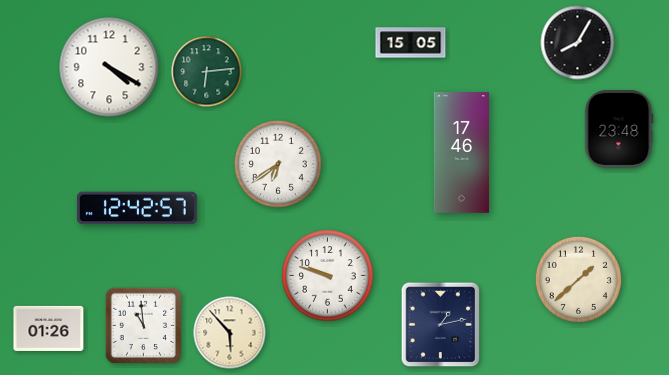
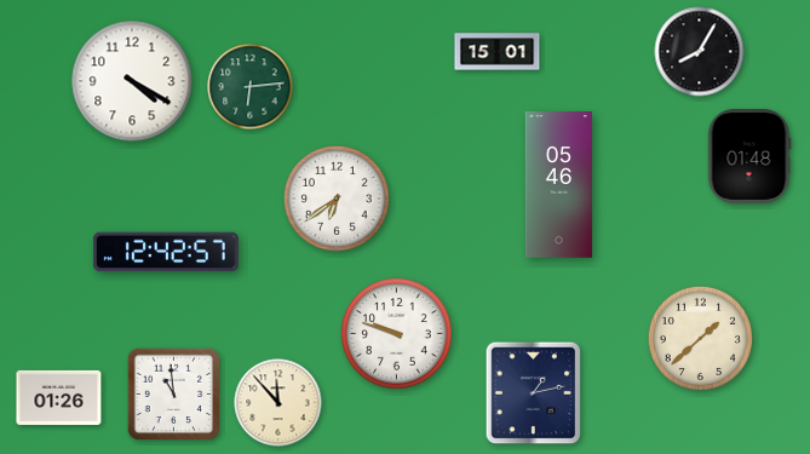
clock at (411, 43): 15:05 -> 15:01
clock at (619, 129): 23:48 -> 01:48
clock at (461, 153): 17:46 -> 05:46
clock at (230, 333): 5:53 -> 11:53
